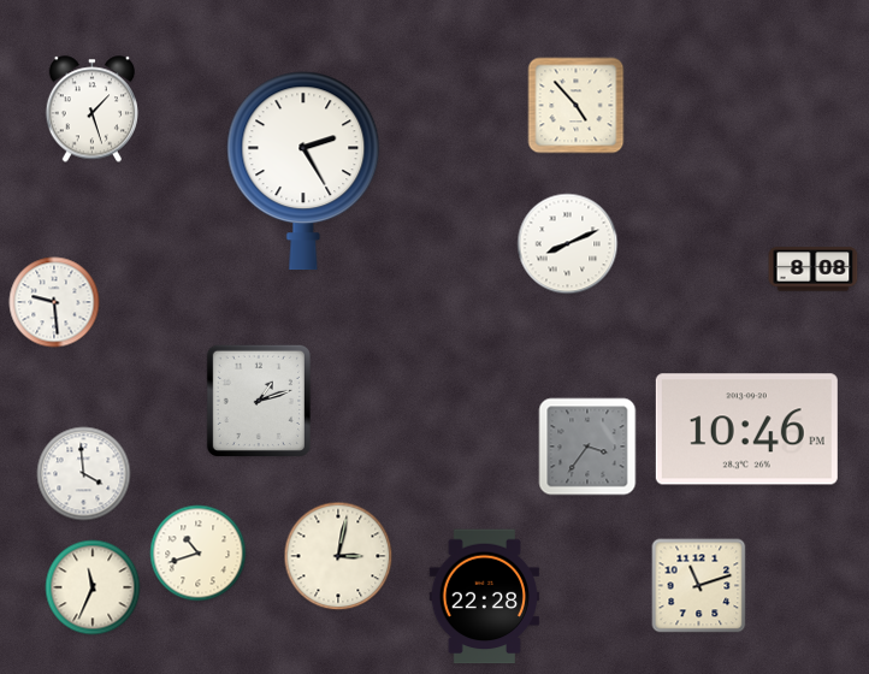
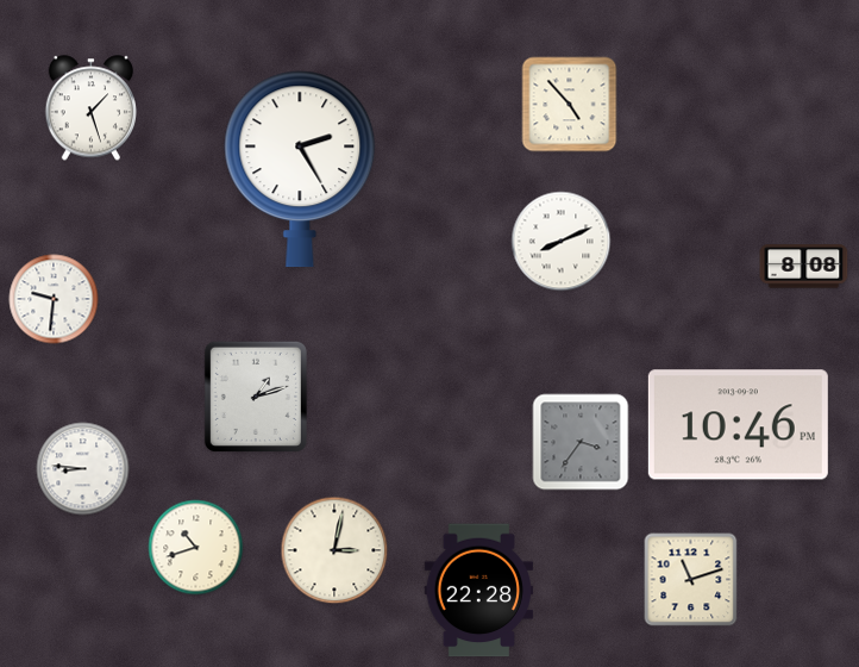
clock at (54, 302): 9:29 -> 9:31
clock at (84, 474): 3:59 -> 8:46
clock at (93, 587): 11:34 -> none
